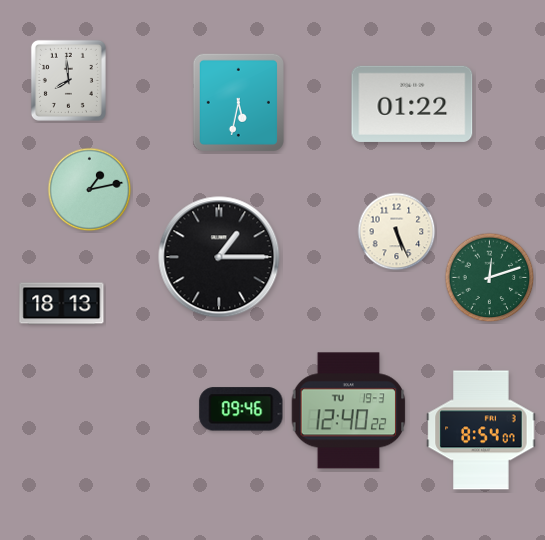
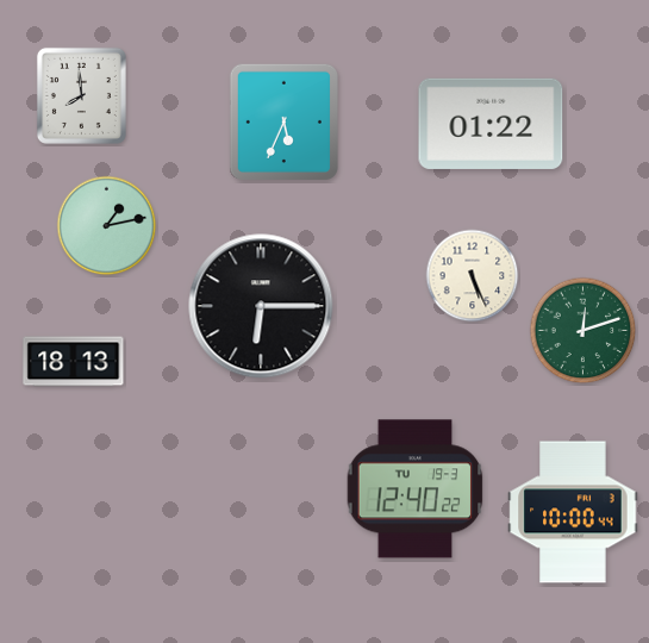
clock at (238, 102): 5:32 -> 5:34
clock at (219, 257): 1:15 -> 6:15
clock at (241, 409): 09:46 -> none
clock at (481, 430): 8:54 -> 10:00
